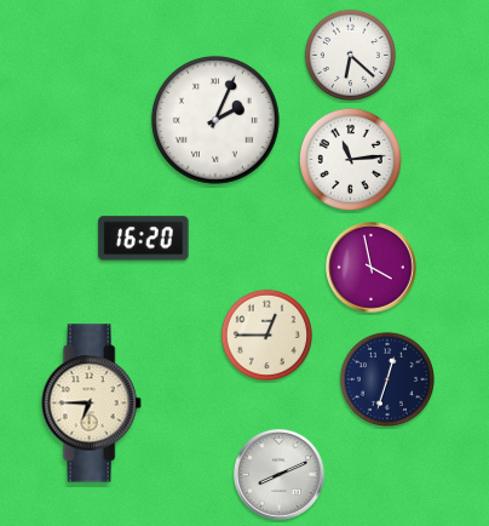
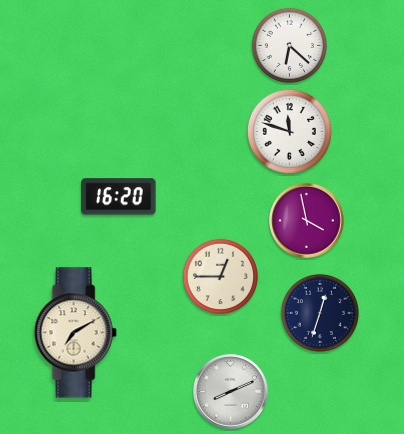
clock at (217, 121): 2:04 -> none
clock at (350, 159): 11:14 -> 11:48
clock at (91, 404): 6:45 -> 7:10
